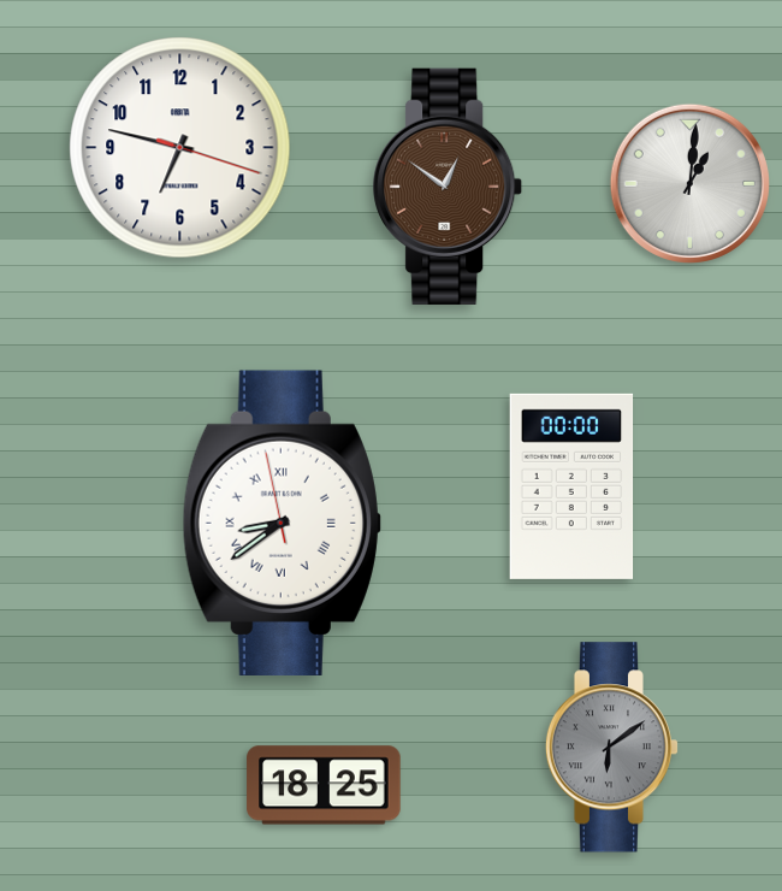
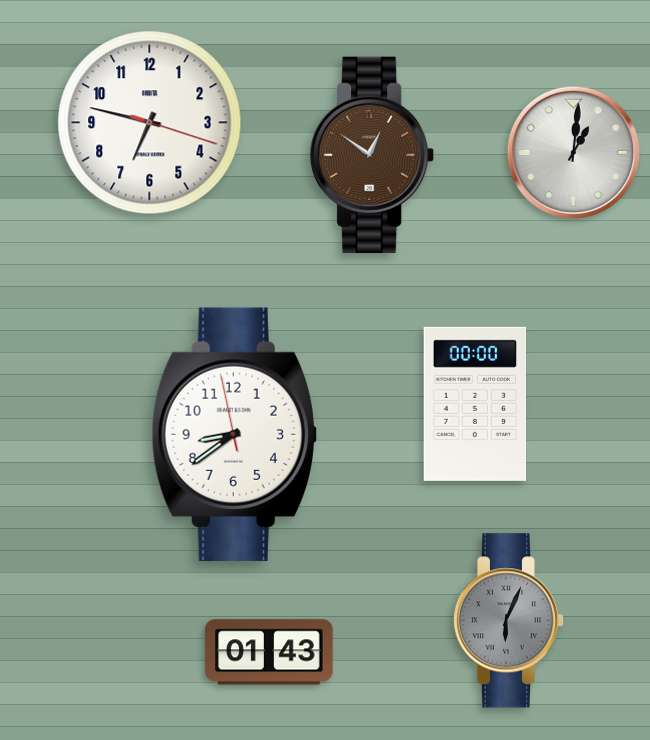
clock at (282, 523) numerals: Roman -> Arabic
clock at (612, 748): 6:09 -> 6:04
clock at (324, 785): 18:25 -> 01:43
